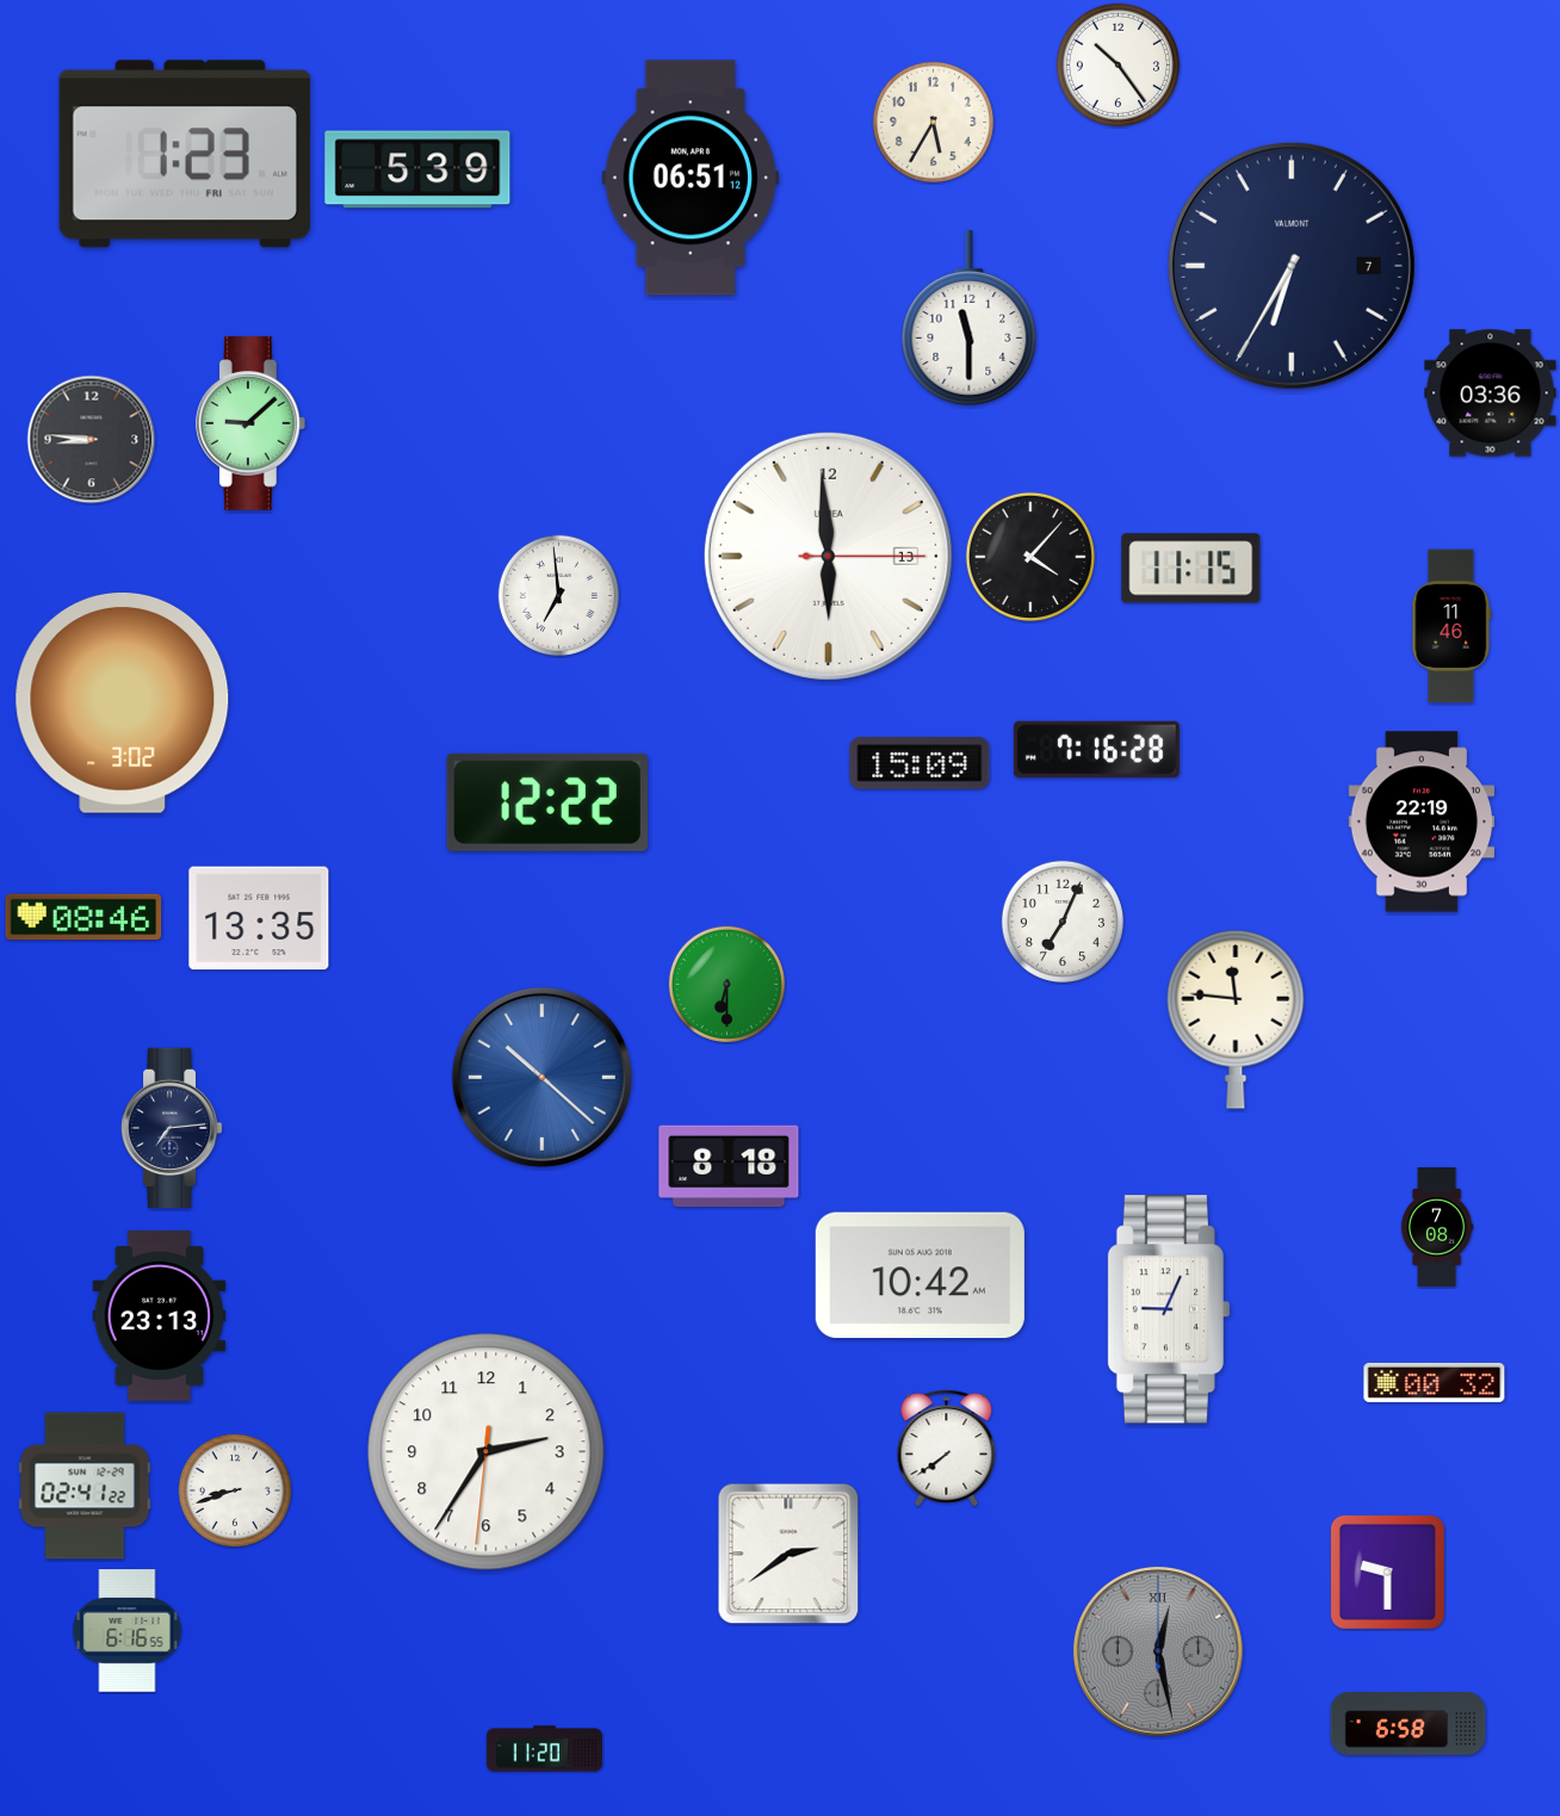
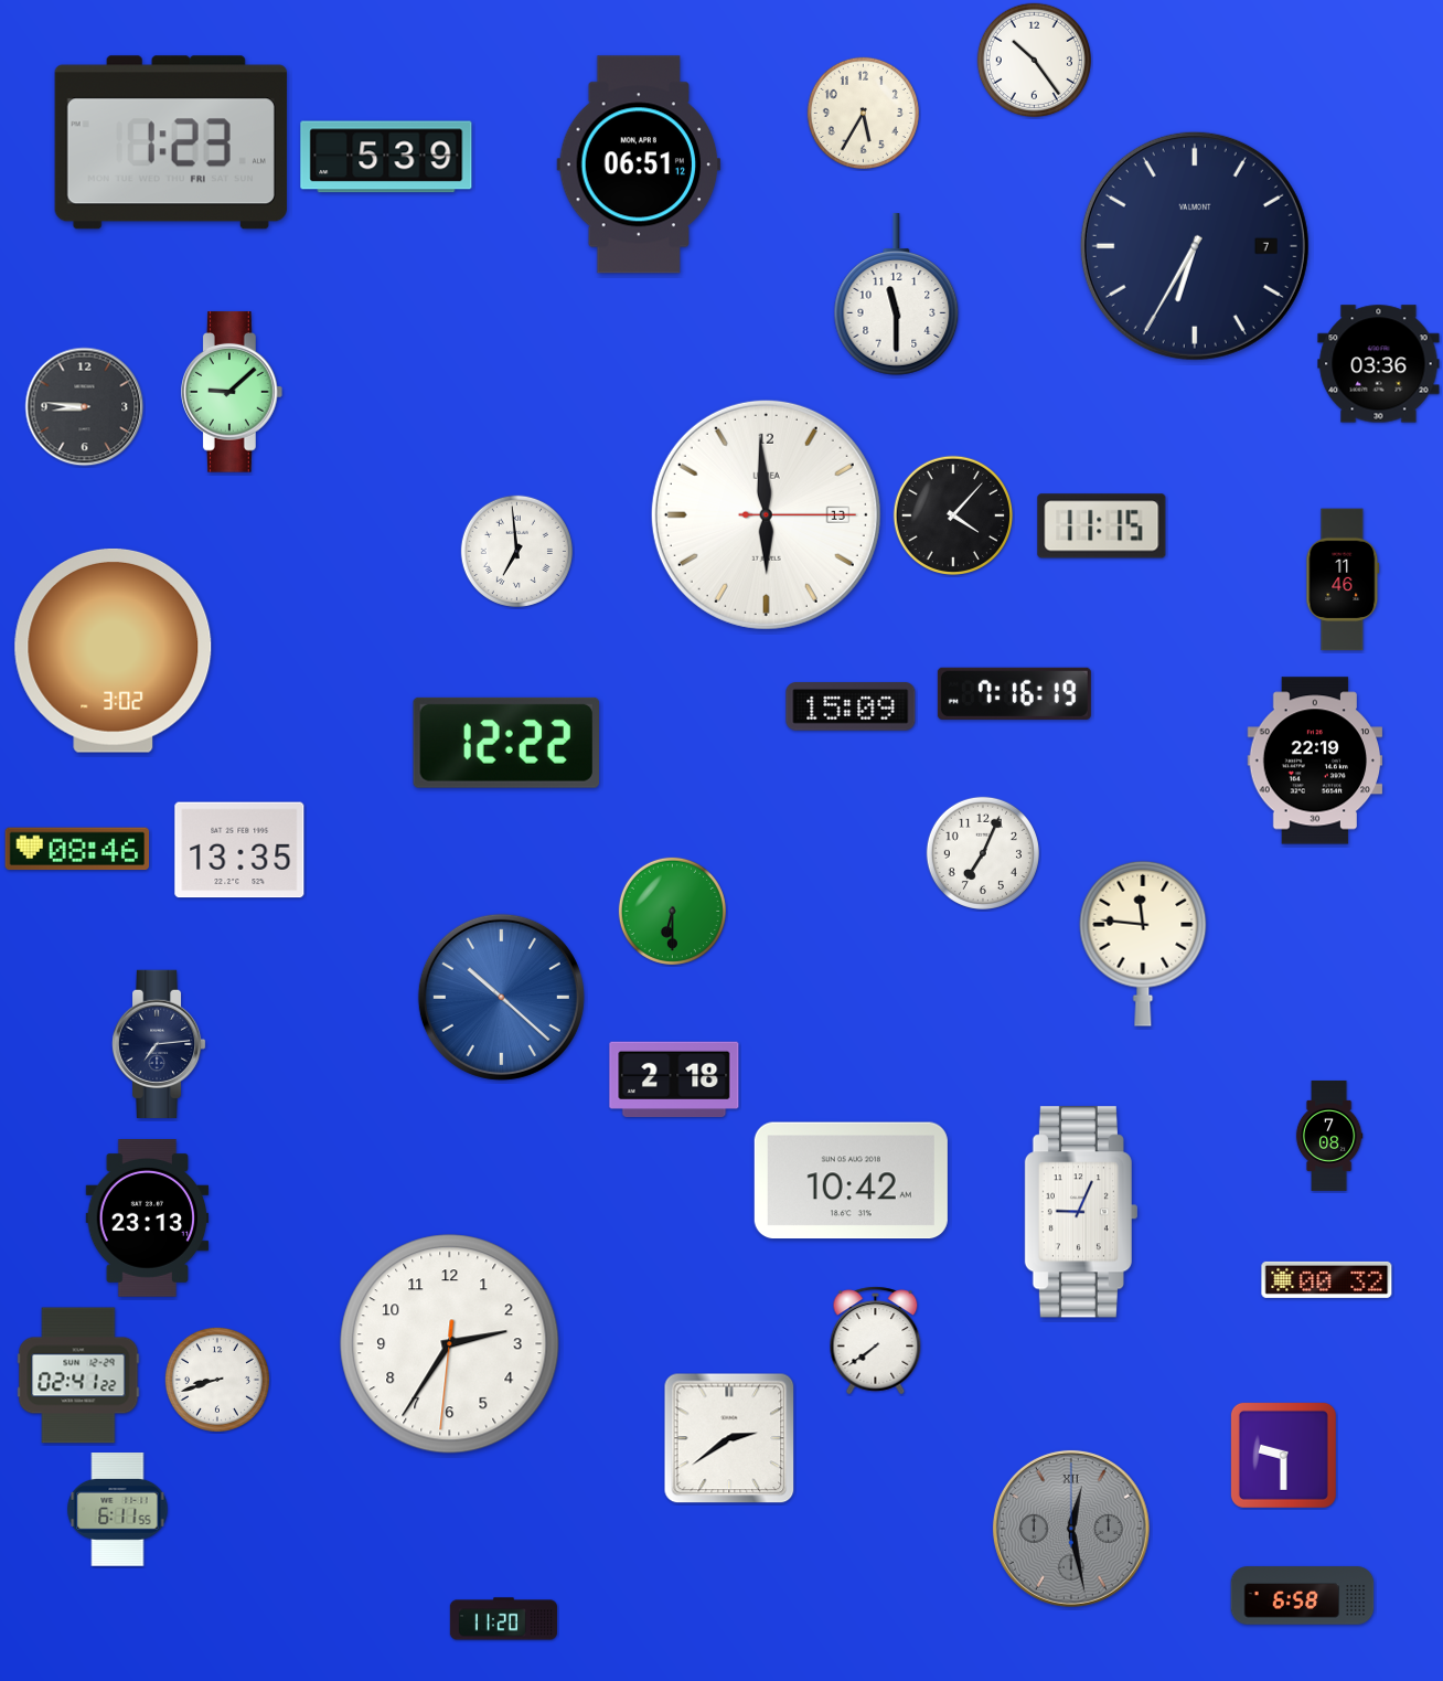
clock at (1096, 749): 7:16:28 -> 7:16:19
clock at (729, 1166): 8:18 -> 2:18
clock at (128, 1631): 6:16 -> 6:11
